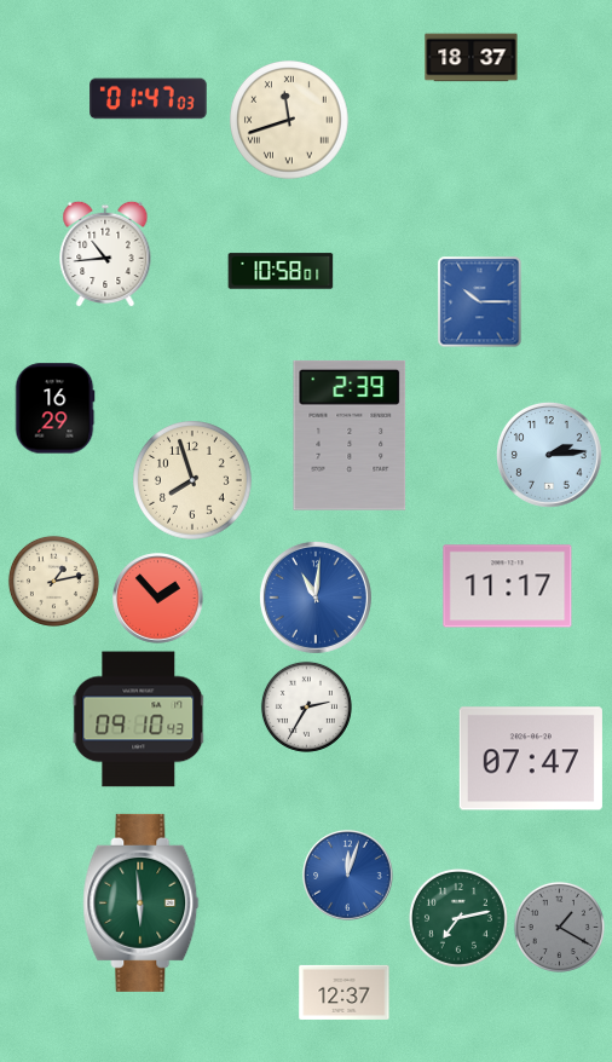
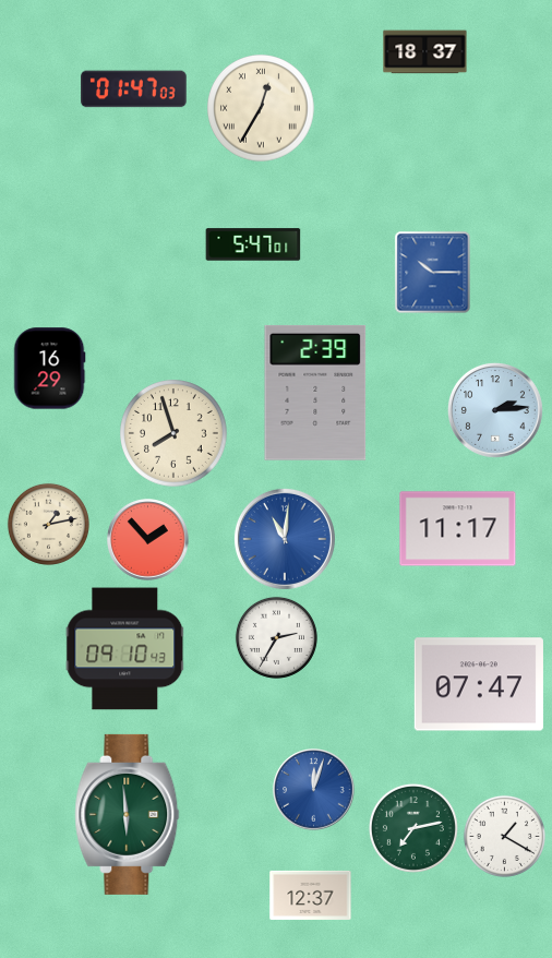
clock at (290, 121): 11:42 -> 12:35
clock at (105, 254): 10:44 -> none
clock at (281, 271): 10:58 -> 5:47
clock at (158, 599) position: (158, 599) -> (148, 540)
clock at (559, 927) dial: grey -> white
